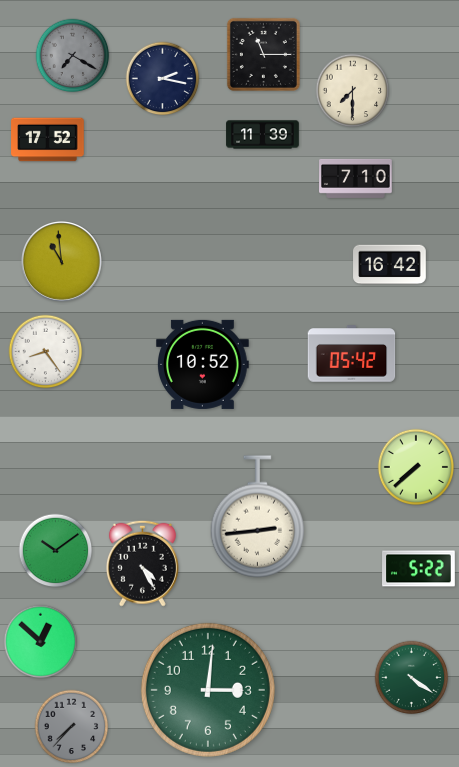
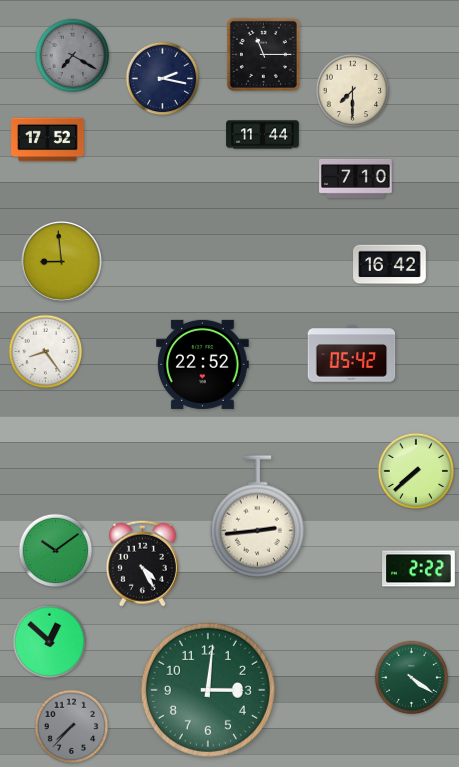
clock at (263, 135): 11:39 -> 11:44
clock at (62, 262): 10:59 -> 8:59
clock at (203, 364): 10:52 -> 22:52
clock at (416, 467) position: (416, 467) -> (416, 471)
clock at (419, 569): 5:22 -> 2:22
clock at (41, 642) position: (41, 642) -> (50, 642)
